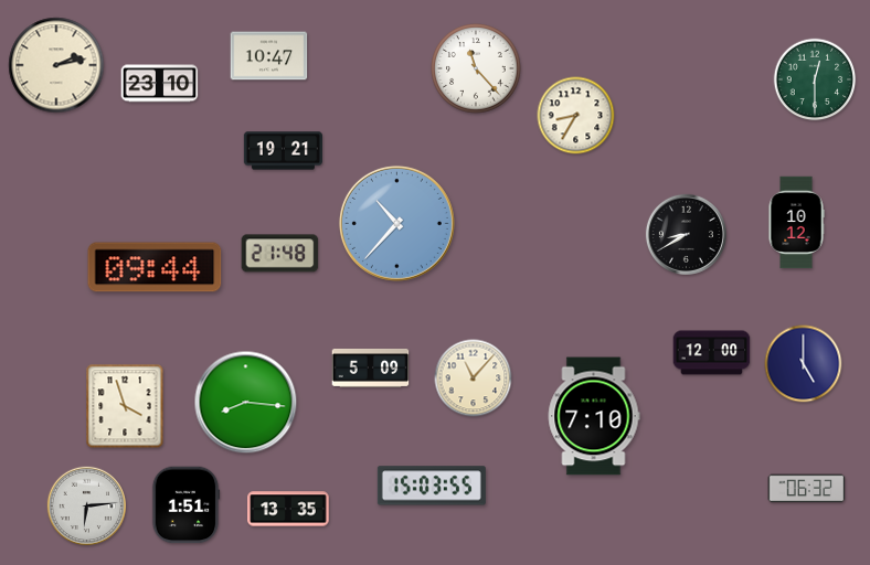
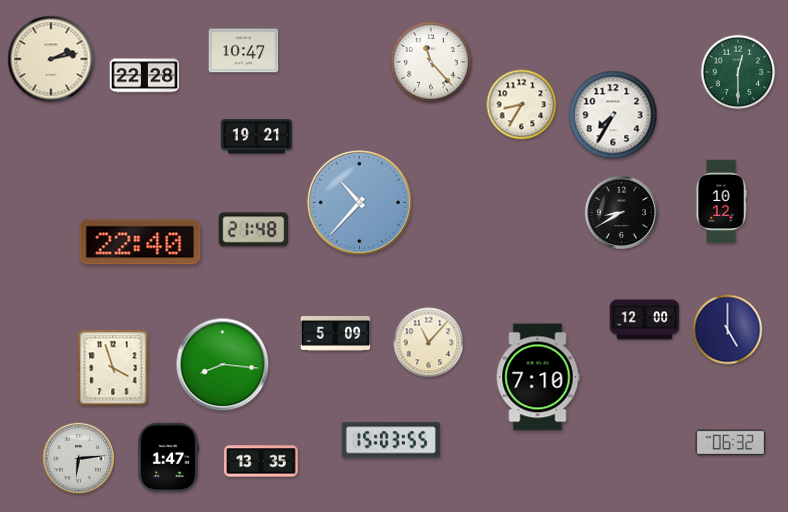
clock at (160, 84): 23:10 -> 22:28
clock at (613, 115): none -> 7:35
clock at (155, 267): 09:44 -> 22:40
clock at (185, 505): 1:51 -> 1:47
